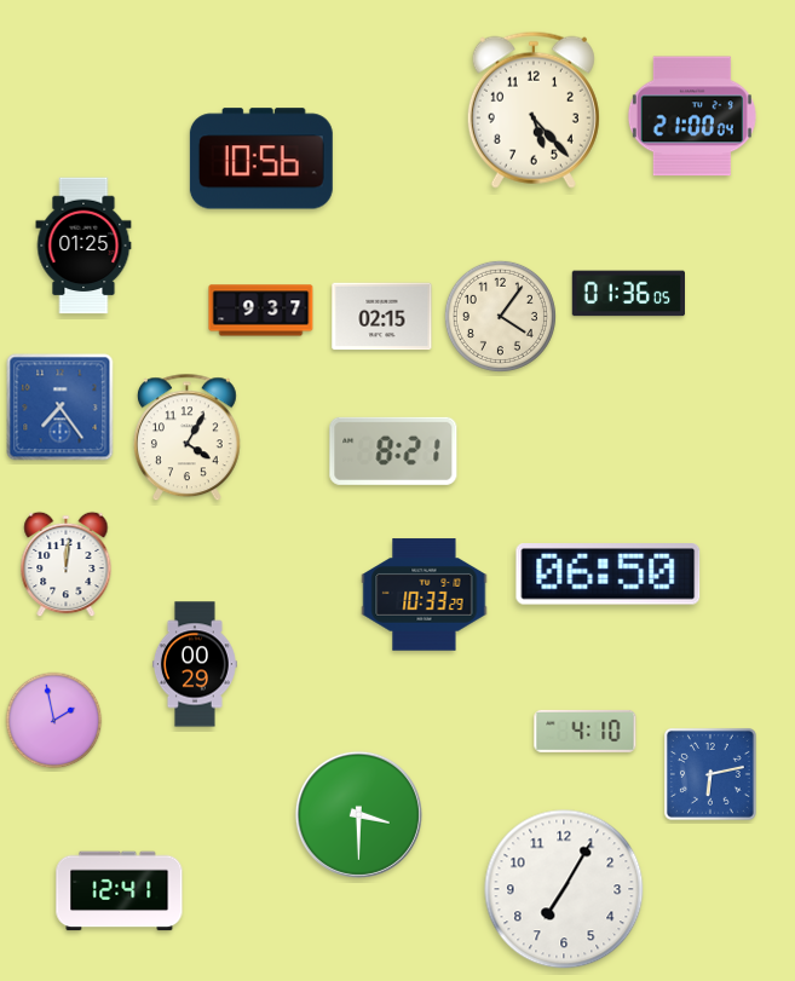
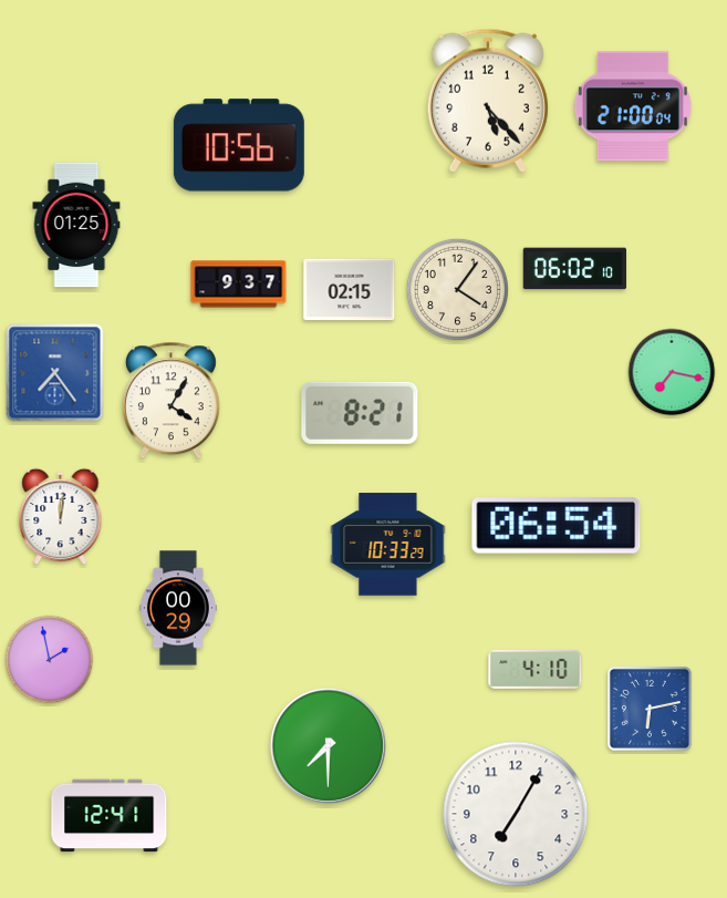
clock at (628, 294): 01:36 -> 06:02
clock at (672, 372): none -> 7:17
clock at (609, 575): 06:50 -> 06:54
clock at (358, 814): 3:30 -> 7:30
